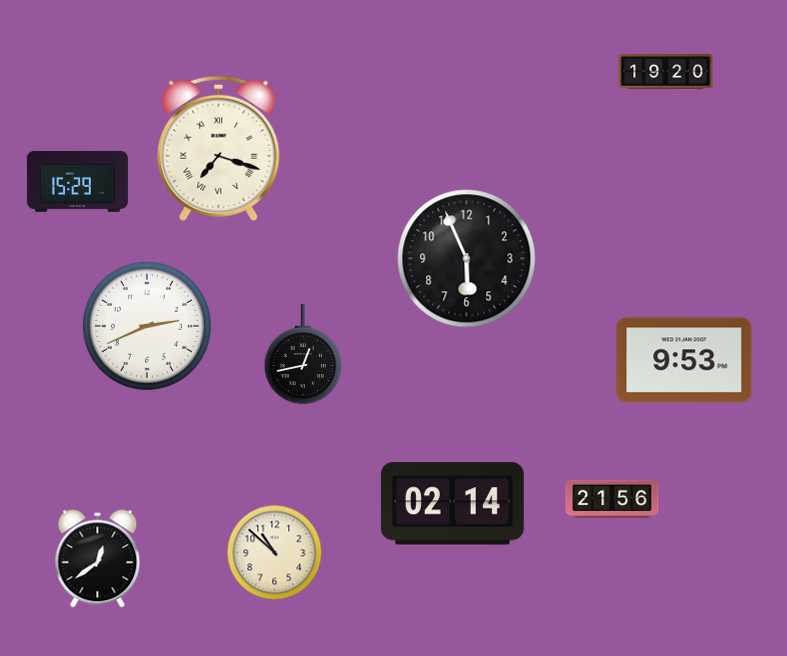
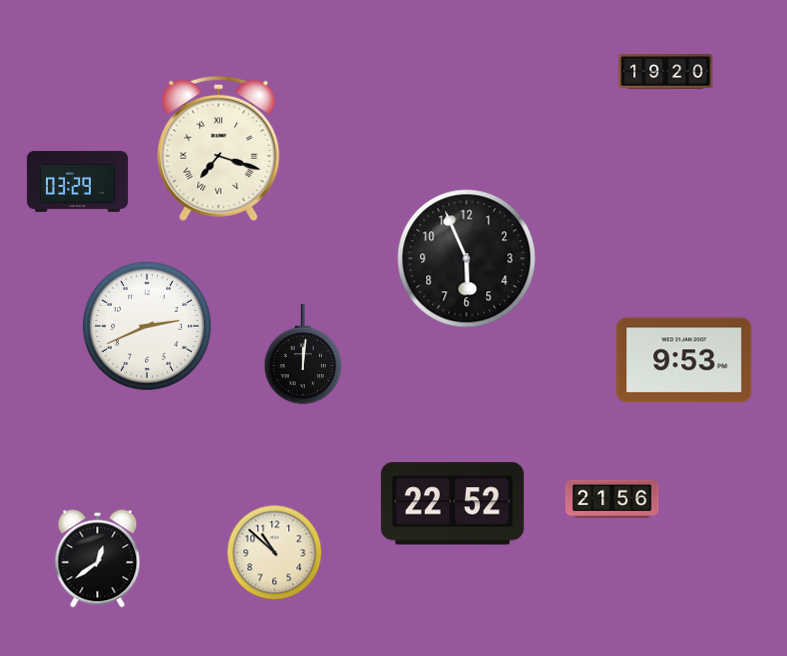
clock at (77, 181): 15:29 -> 03:29
clock at (303, 354): 12:43 -> 12:01
clock at (452, 504): 02:14 -> 22:52
